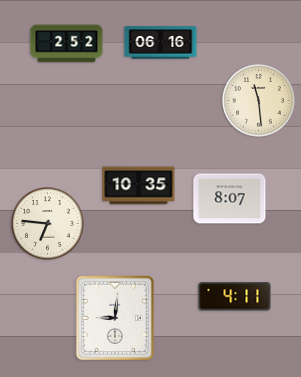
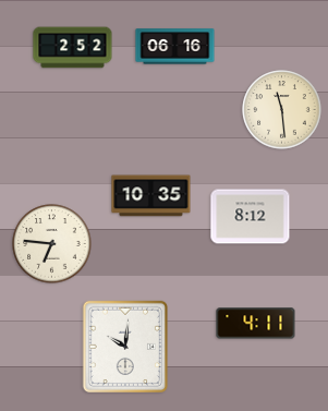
clock at (139, 186) position: (139, 186) -> (151, 196)
clock at (230, 199): 8:07 -> 8:12
clock at (114, 317): 9:01 -> 10:01
